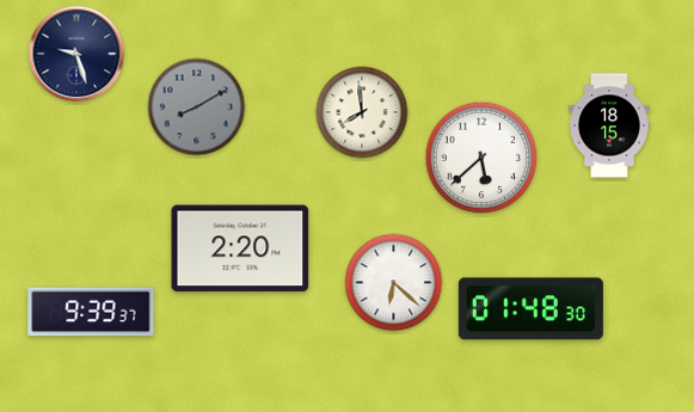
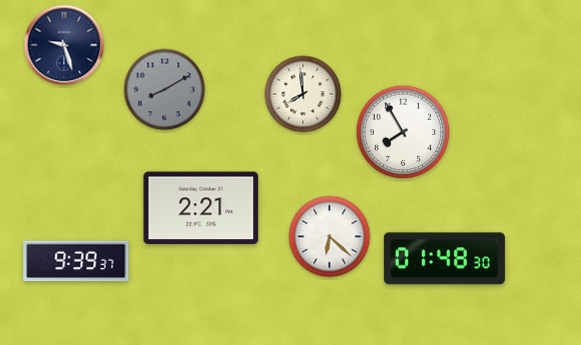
clock at (609, 125): 18:15 -> none
clock at (481, 158): 5:38 -> 7:55
clock at (240, 248): 2:20 -> 2:21
